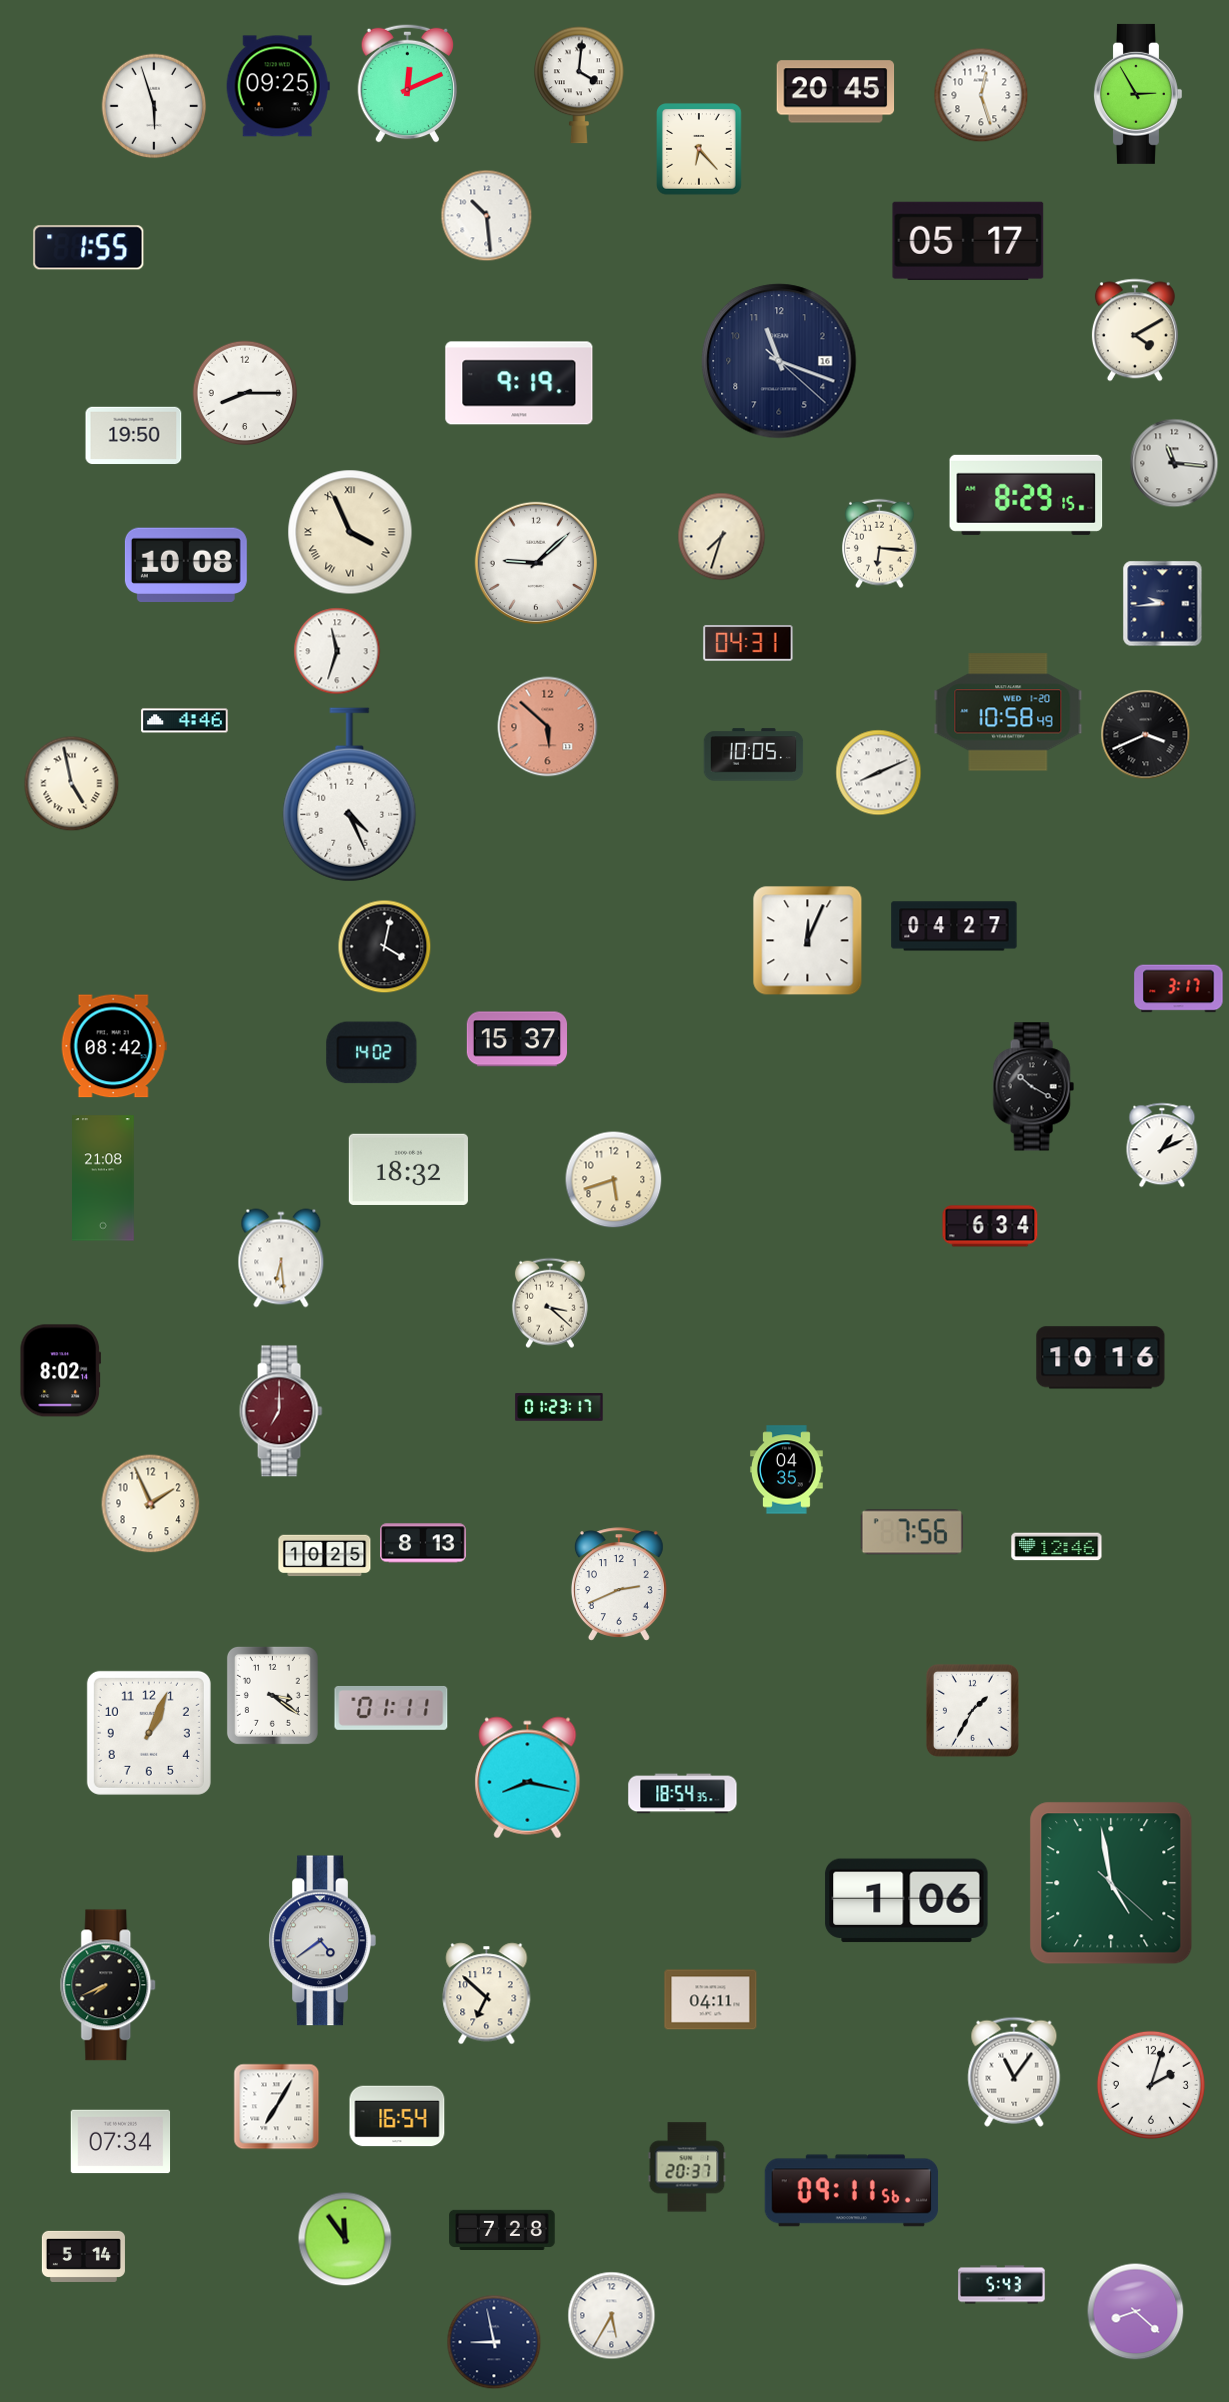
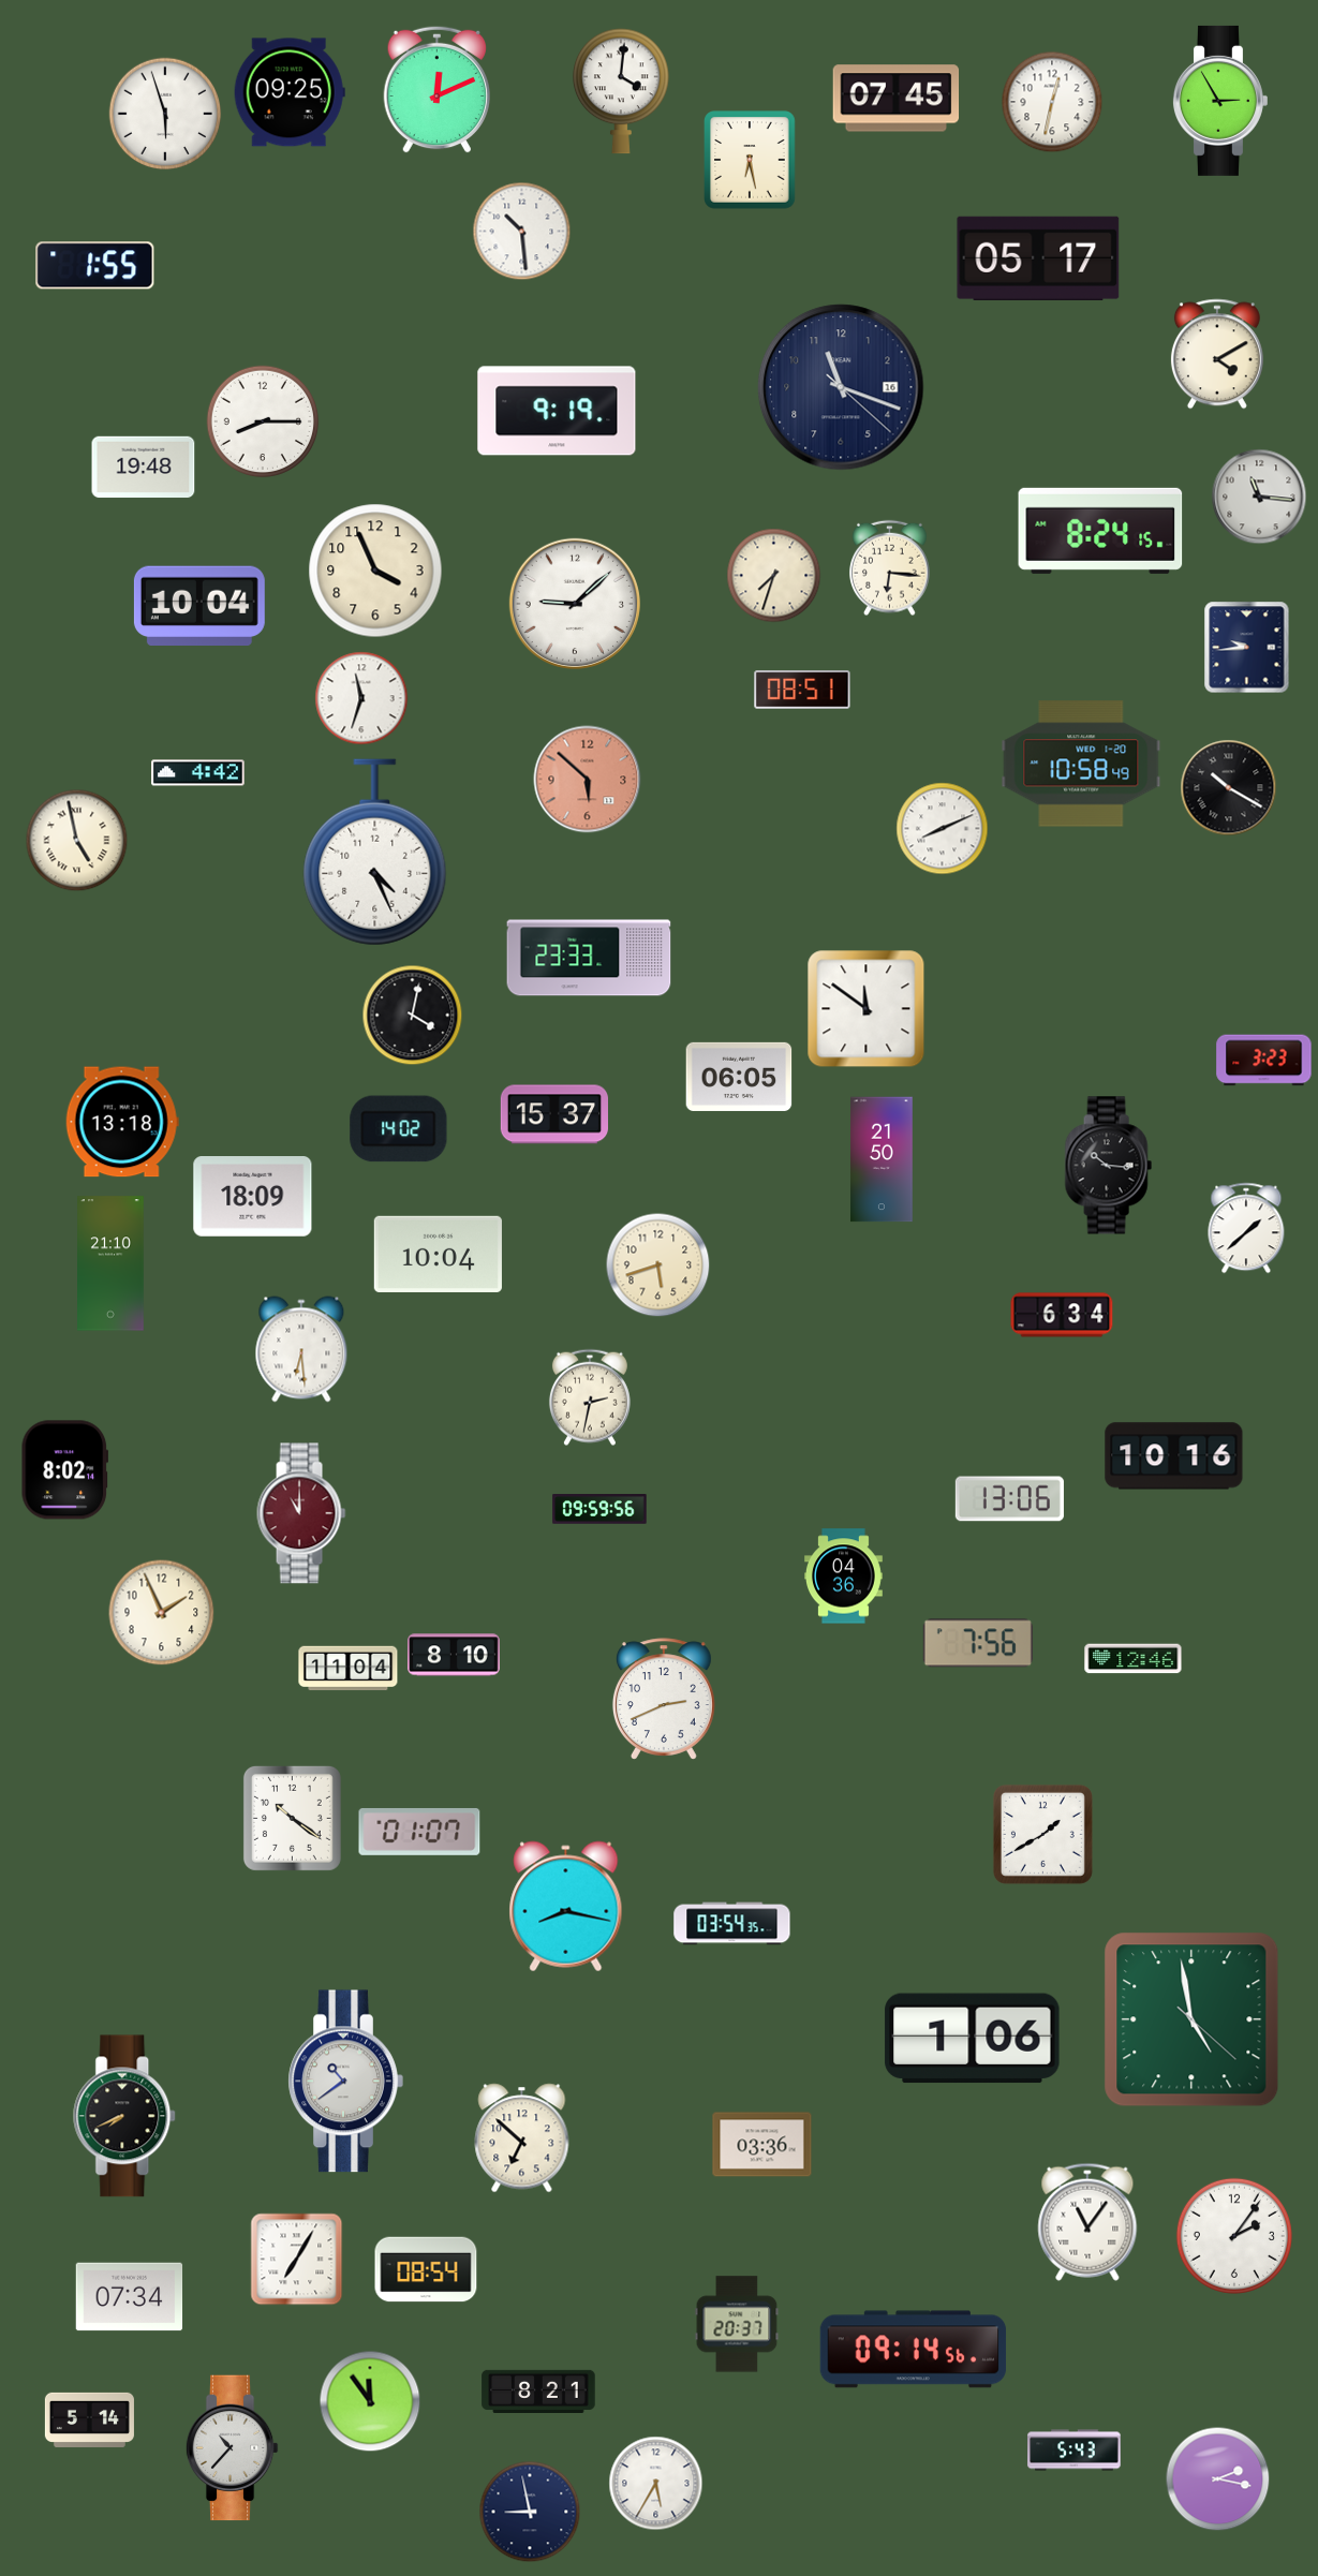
clock at (278, 86) position: (278, 86) -> (290, 92)
clock at (836, 92): 20:45 -> 07:45
clock at (981, 95): 12:27 -> 12:32
clock at (700, 149): 6:23 -> 6:28
clock at (779, 361) position: (779, 361) -> (841, 387)
clock at (134, 436): 19:50 -> 19:48
clock at (1026, 495): 8:29 -> 8:24
clock at (350, 532) numerals: Roman -> Arabic
clock at (880, 544) position: (880, 544) -> (890, 568)
clock at (186, 564): 10:08 -> 10:04
clock at (748, 643): 04:31 -> 08:51
clock at (185, 721): 4:46 -> 4:42
clock at (1146, 735): 3:41 -> 10:20
clock at (754, 755): 10:05 -> none
clock at (589, 958): none -> 23:33
clock at (954, 926): 04:27 -> none
clock at (808, 941): 12:04 -> 11:51
clock at (1179, 989): 3:17 -> 3:23
clock at (739, 1077): none -> 06:05
clock at (114, 1046): 08:42 -> 13:18
clock at (882, 1159): none -> 21:50
clock at (1033, 1087): 10:20 -> 10:16
clock at (253, 1197): none -> 18:09
clock at (1162, 1145): 1:11 -> 1:38
clock at (408, 1169): 18:32 -> 10:04
clock at (104, 1178): 21:08 -> 21:10
clock at (550, 1303): 3:22 -> 2:32
clock at (1101, 1358) position: (1101, 1358) -> (1174, 1456)
clock at (1009, 1499): none -> 13:06
clock at (559, 1407): 01:23 -> 09:59
clock at (281, 1411): 7:00 -> 11:00
clock at (787, 1470): 04:35 -> 04:36
clock at (423, 1543): 8:13 -> 8:10
clock at (325, 1556): 10:25 -> 11:04
clock at (272, 1695): 3:21 -> 10:21
clock at (391, 1708): 01:11 -> 01:07
clock at (972, 1710): 1:35 -> 1:40
clock at (149, 1733): 1:04 -> none
clock at (683, 1794): 18:54 -> 03:54
clock at (322, 1941): 4:39 -> 10:39
clock at (109, 1985) position: (109, 1985) -> (125, 2116)
clock at (711, 2000): 04:11 -> 03:36
clock at (1151, 2085): 2:03 -> 2:06
clock at (397, 2116): 16:54 -> 08:54
clock at (852, 2191): 09:11 -> 09:14
clock at (502, 2229): 7:28 -> 8:21
clock at (232, 2448): none -> 10:37
clock at (1136, 2312): 8:22 -> 2:17
